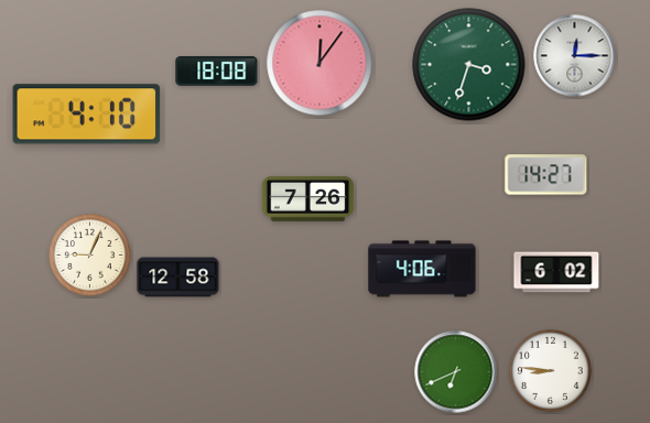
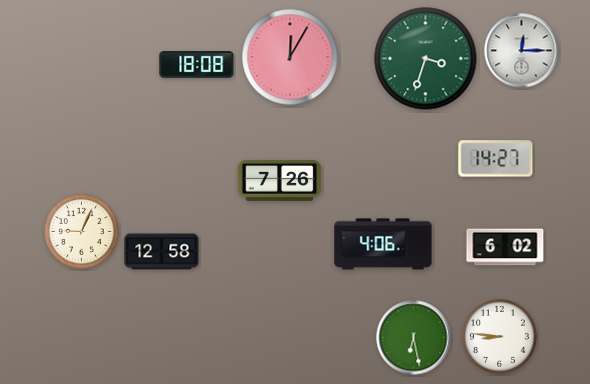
clock at (319, 63): 12:06 -> 12:05
clock at (87, 115): 4:10 -> none
clock at (456, 372): 6:41 -> 6:28
